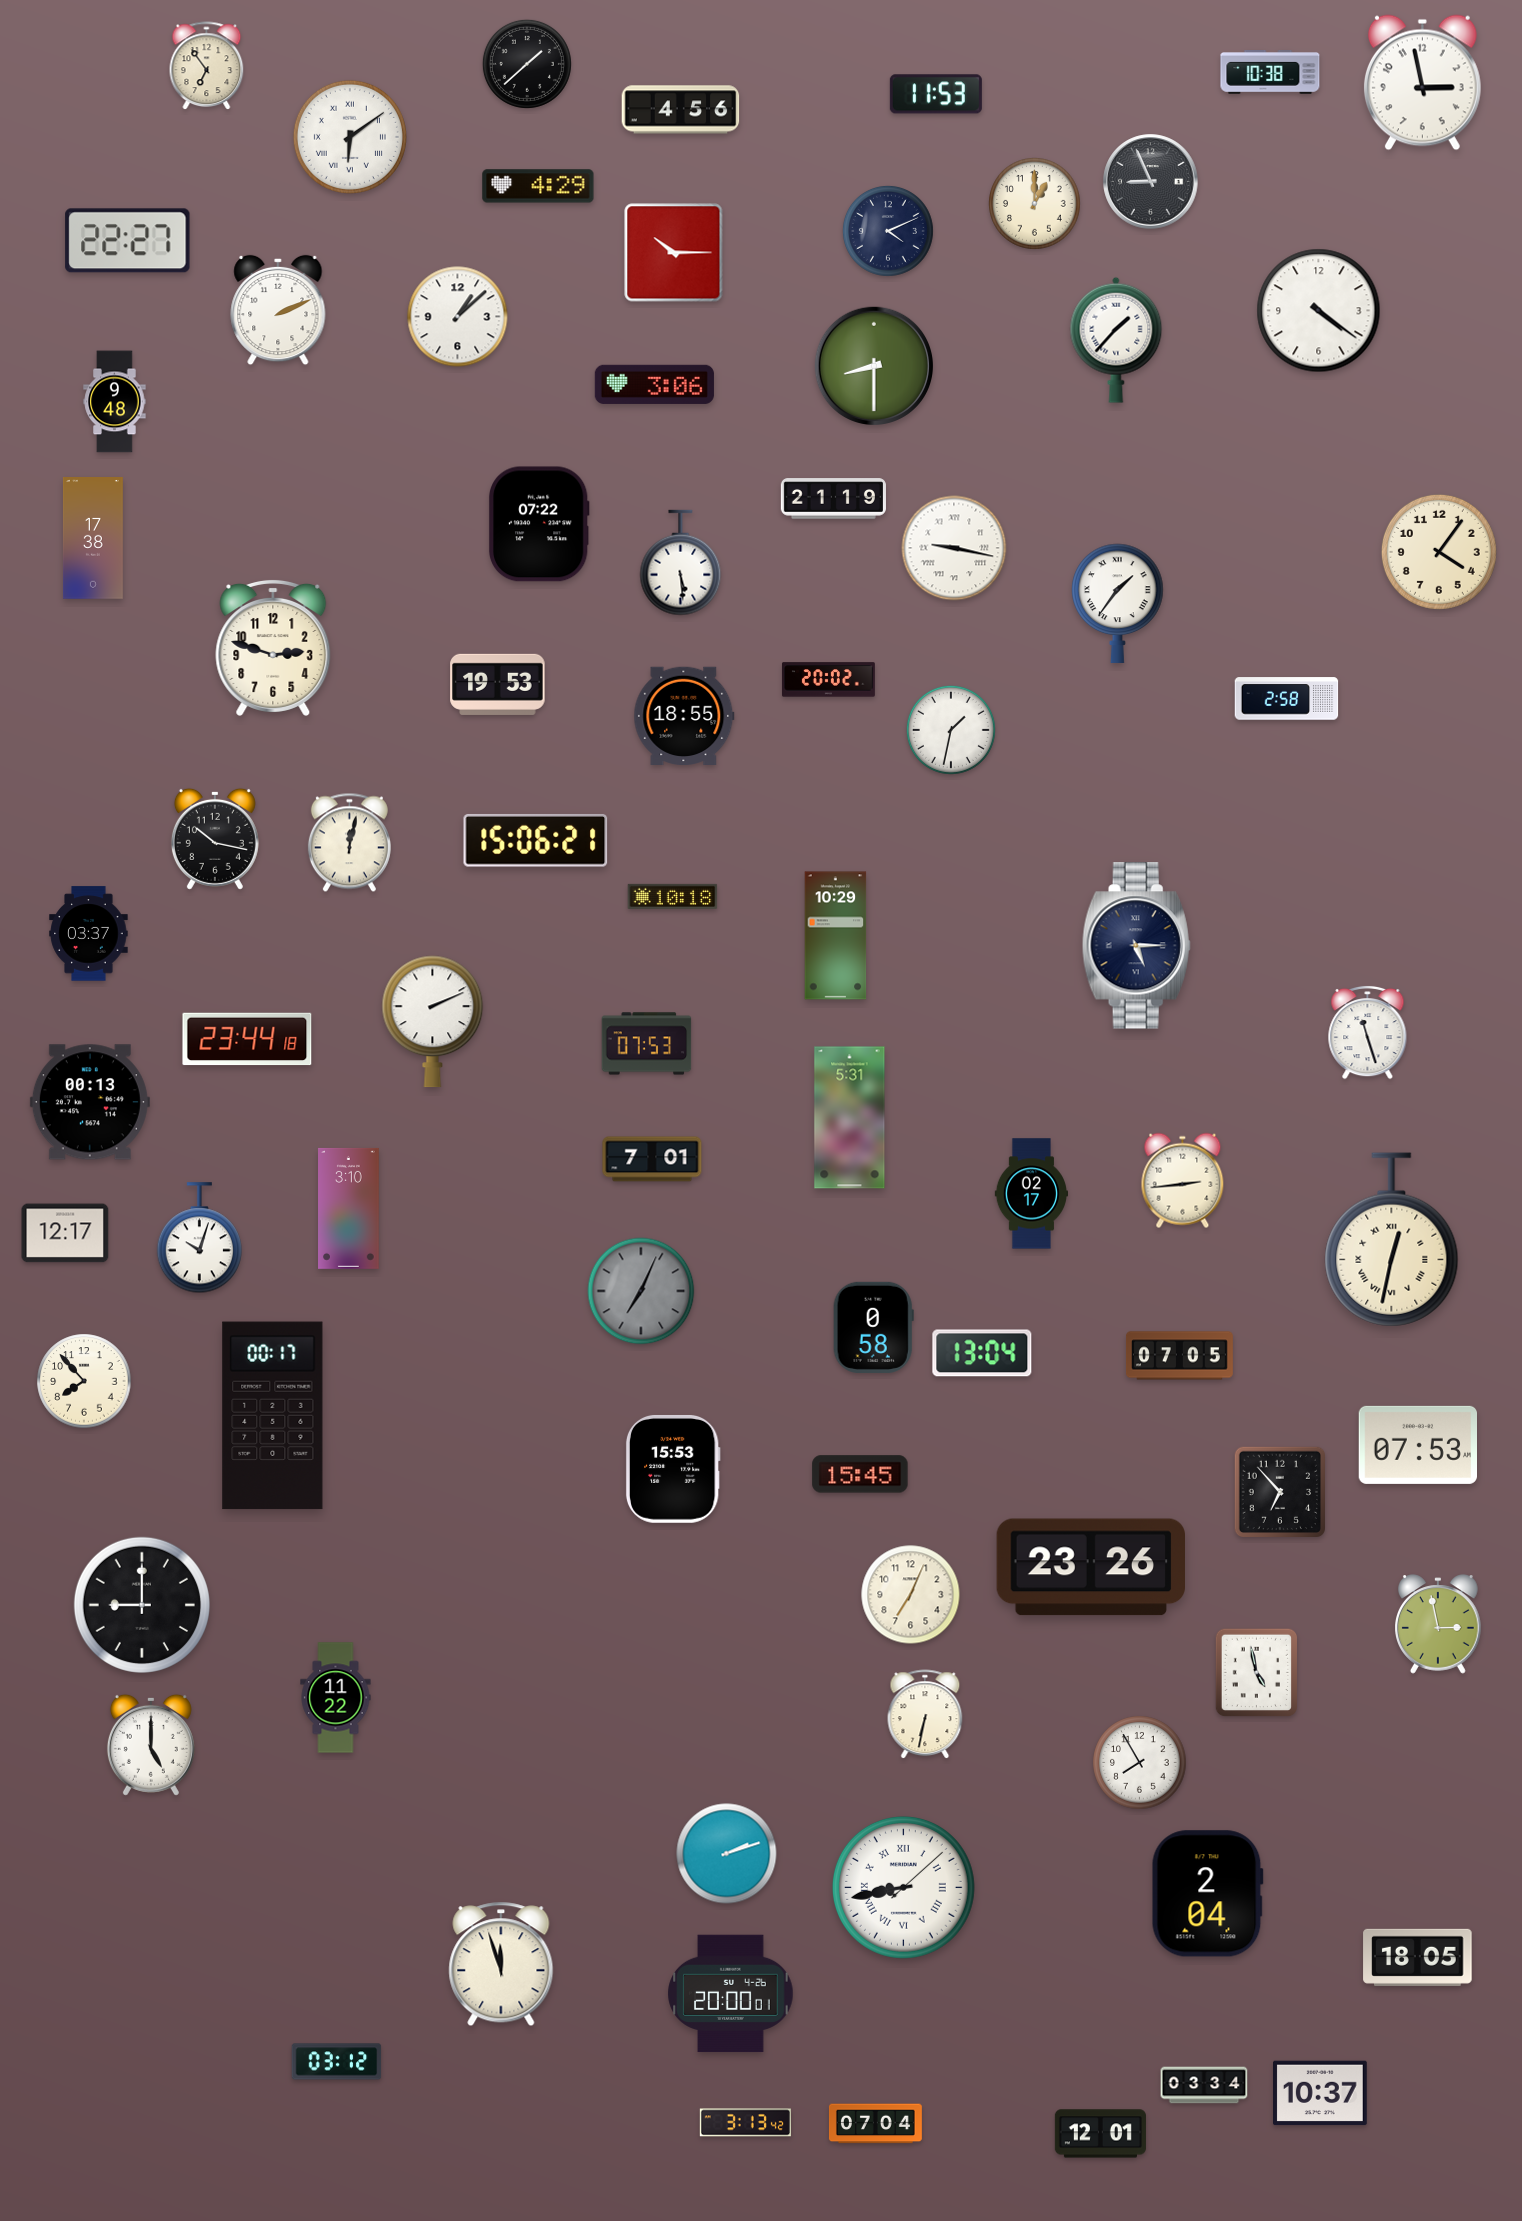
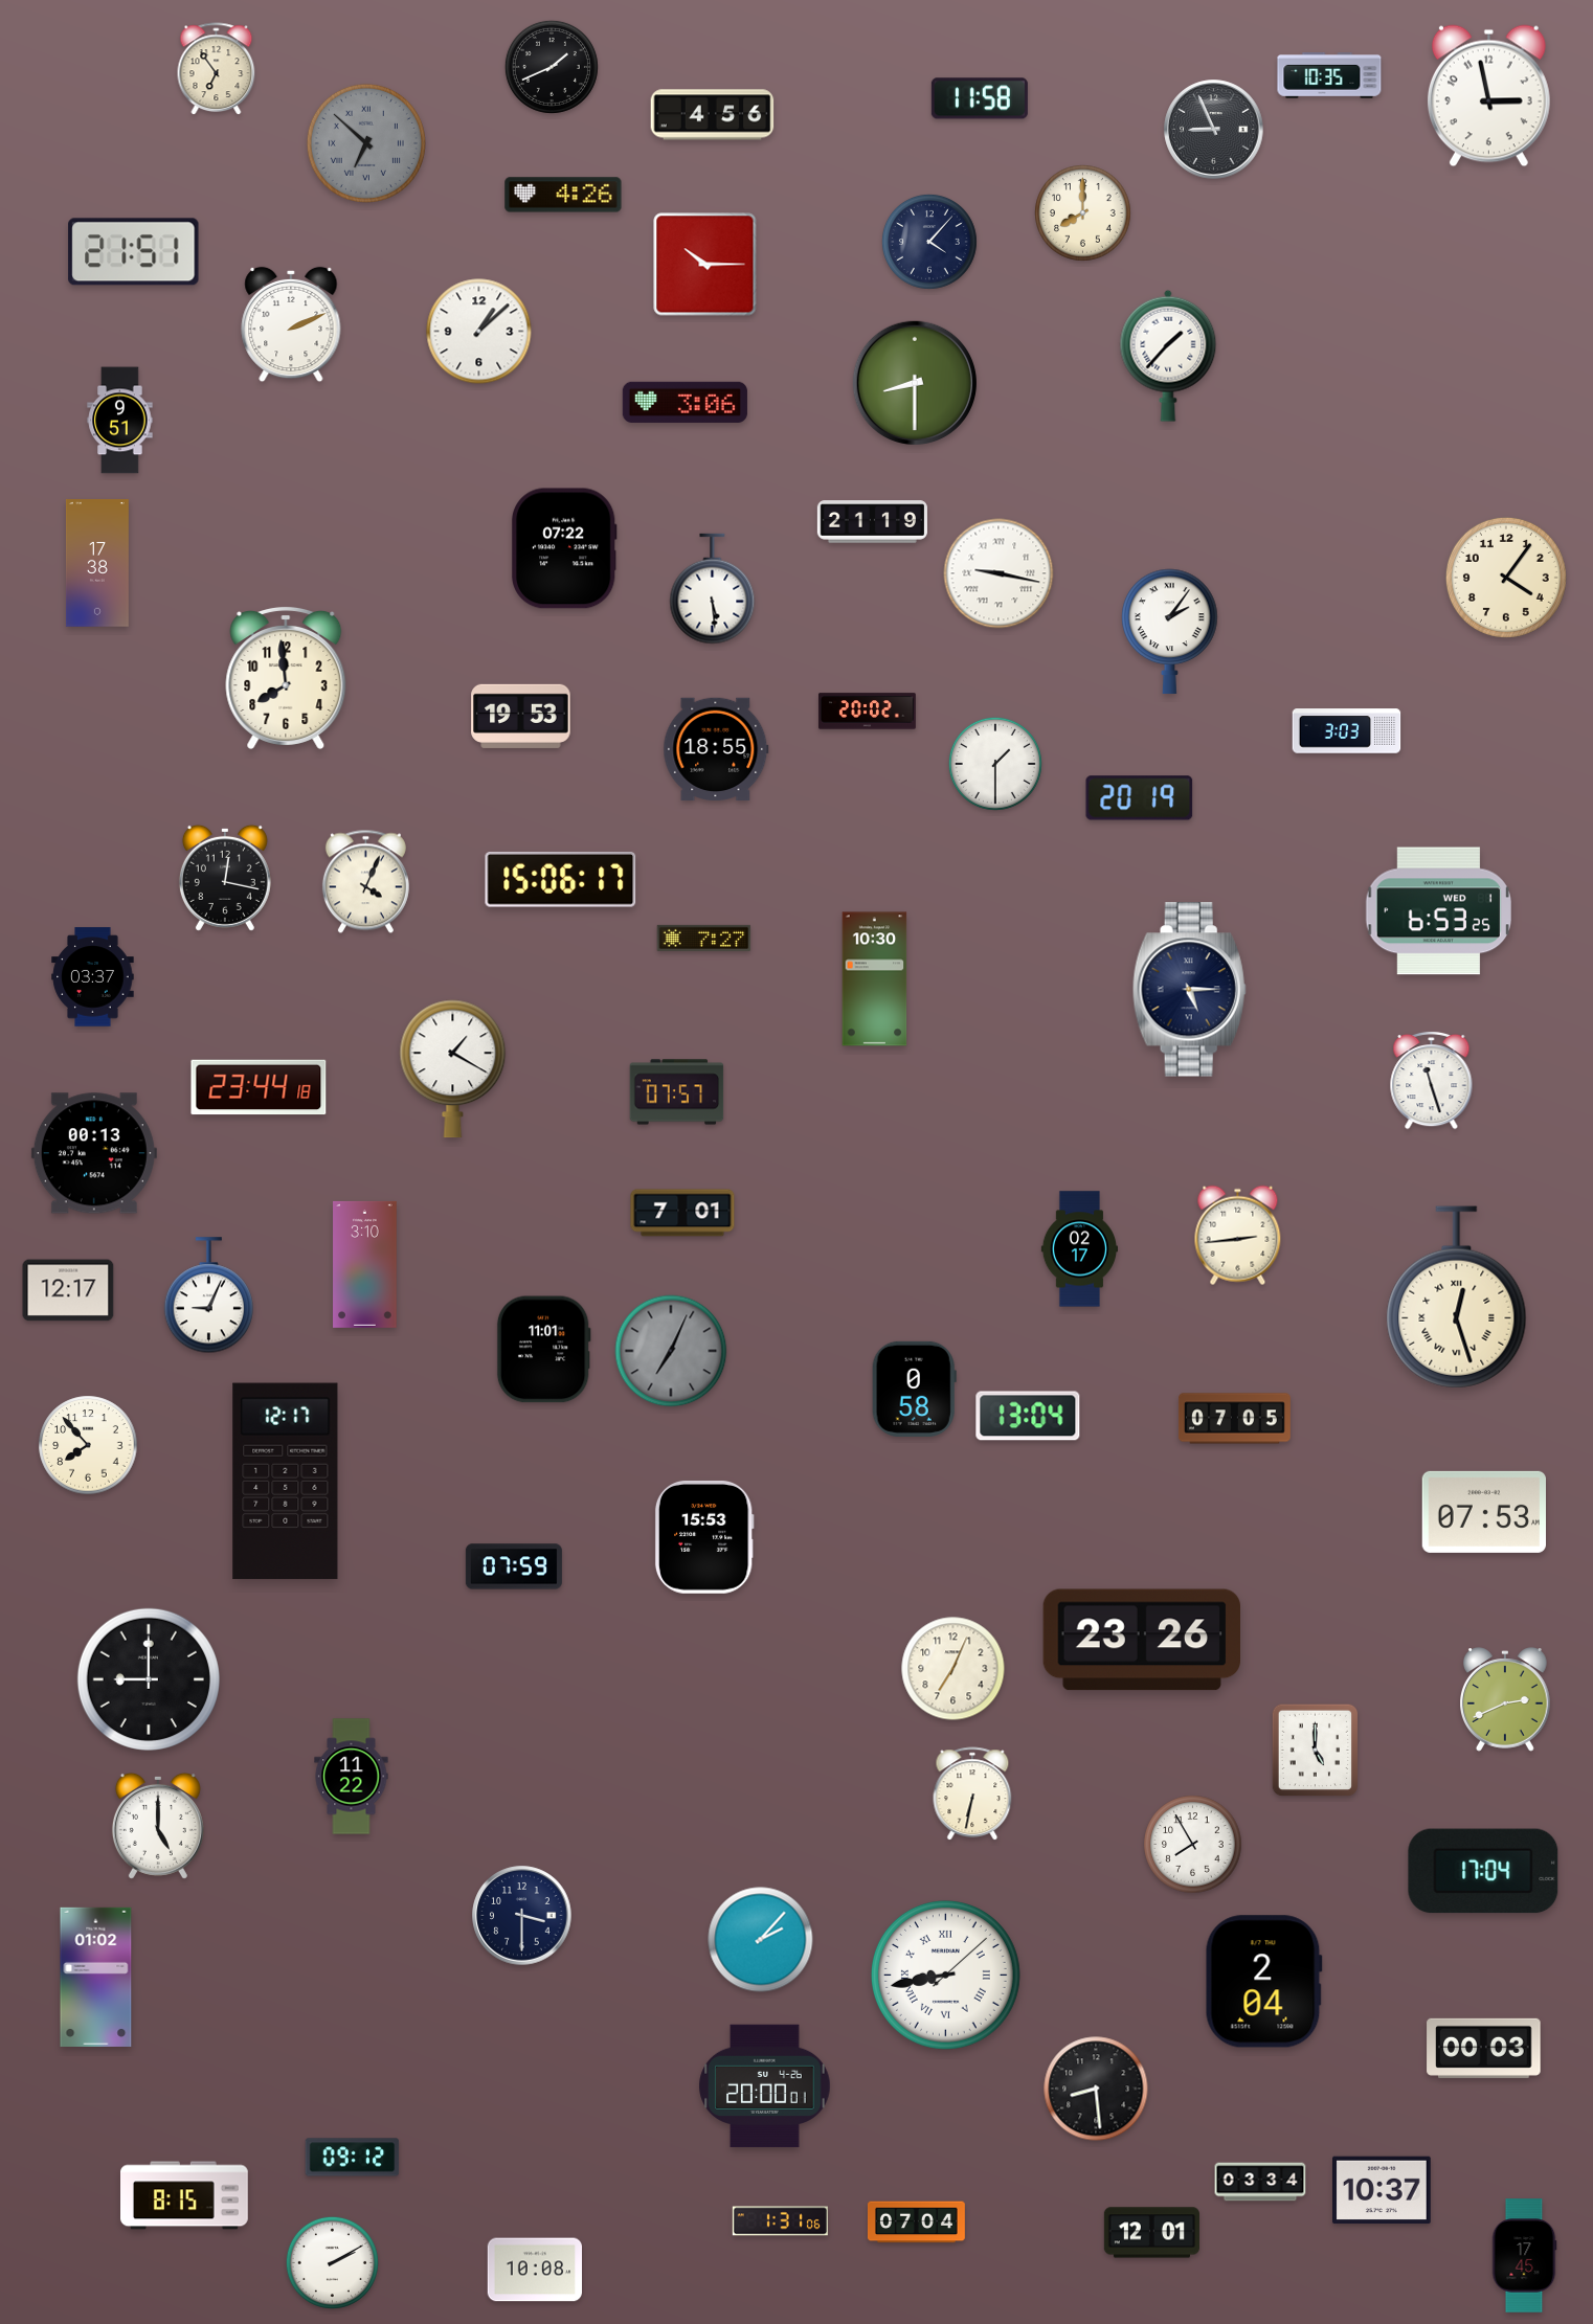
clock at (527, 64): 1:38 -> 1:41
clock at (1270, 73): 10:38 -> 10:35
clock at (1422, 83) position: (1422, 83) -> (1488, 96)
clock at (936, 94): 11:53 -> 11:58
clock at (350, 137): 6:09 -> 6:52
clock at (350, 137) dial: white -> grey
clock at (1151, 182) position: (1151, 182) -> (1214, 130)
clock at (538, 186): 4:29 -> 4:26
clock at (1035, 204): 1:00 -> 8:00
clock at (888, 231): 4:11 -> 4:07
clock at (128, 241): 22:27 -> 21:51
clock at (1319, 311): 4:21 -> none
clock at (115, 402): 9:48 -> 9:51
clock at (1118, 603): 1:36 -> 2:06
clock at (273, 647): 2:48 -> 7:59
clock at (1287, 699): 2:58 -> 3:03
clock at (951, 730): 1:32 -> 1:30
clock at (1140, 798): none -> 20:19
clock at (215, 839): 10:17 -> 12:17
clock at (536, 840): 15:06:21 -> 15:06:17
clock at (349, 843): 12:02 -> 4:04
clock at (1438, 911): none -> 6:53
clock at (673, 896): 10:18 -> 7:27
clock at (836, 936): 10:29 -> 10:30
clock at (433, 1022): 2:11 -> 1:20
clock at (647, 1044): 07:53 -> 07:57
clock at (850, 1118): 5:31 -> none
clock at (199, 1238): 10:03 -> 9:04
clock at (1392, 1240): 12:32 -> 12:27
clock at (543, 1350): none -> 11:01
clock at (273, 1416): 00:17 -> 12:17
clock at (860, 1474): 15:45 -> none
clock at (1279, 1491): 6:53 -> none
clock at (514, 1566): none -> 07:59
clock at (1439, 1624): 2:58 -> 2:41
clock at (1257, 1673): 4:58 -> 5:00
clock at (925, 1715) position: (925, 1715) -> (972, 1795)
clock at (1483, 1871): none -> 17:04
clock at (522, 1916): none -> 3:30
clock at (727, 1854): 2:12 -> 2:07
clock at (96, 1977): none -> 01:02
clock at (1418, 1957): 18:05 -> 00:03
clock at (501, 1964): 11:57 -> none
clock at (1096, 2089): none -> 8:29
clock at (337, 2062): 03:12 -> 09:12
clock at (185, 2195): none -> 8:15
clock at (745, 2123): 3:13 -> 1:31
clock at (1524, 2256): none -> 17:45
clock at (332, 2262): none -> 2:10
clock at (534, 2270): none -> 10:08
